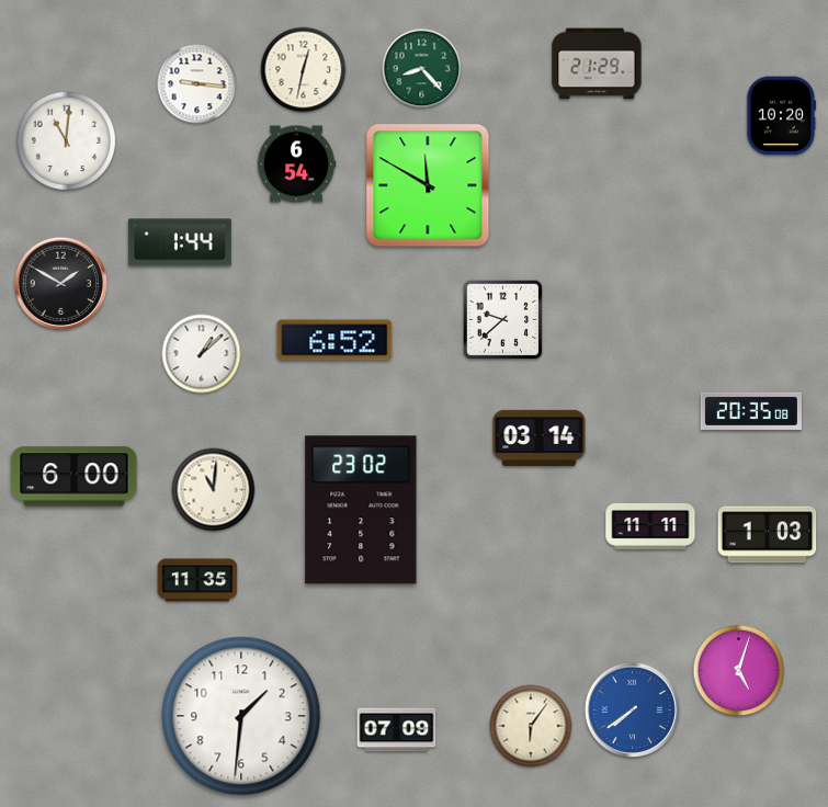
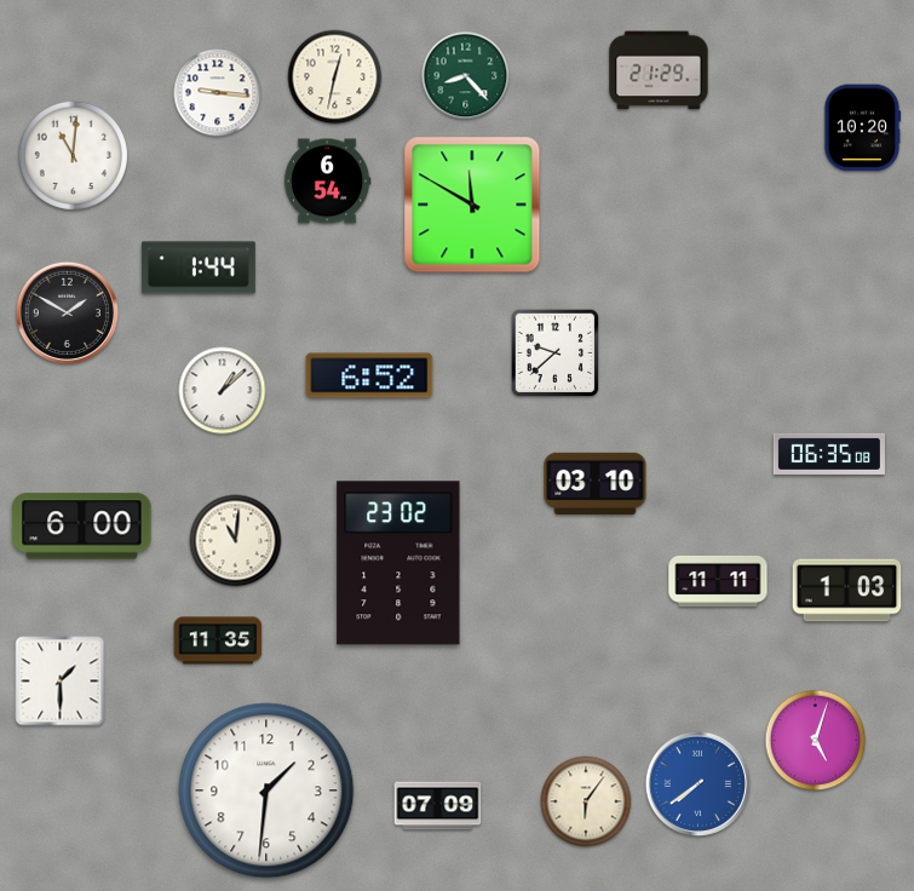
clock at (751, 411): 20:35 -> 06:35
clock at (540, 437): 03:14 -> 03:10
clock at (61, 682): none -> 1:30
